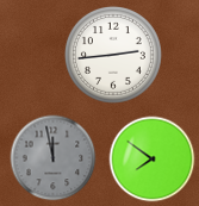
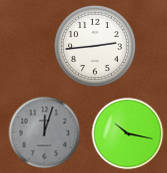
clock at (54, 158): 11:58 -> 12:03
clock at (153, 160): 7:51 -> 10:17
